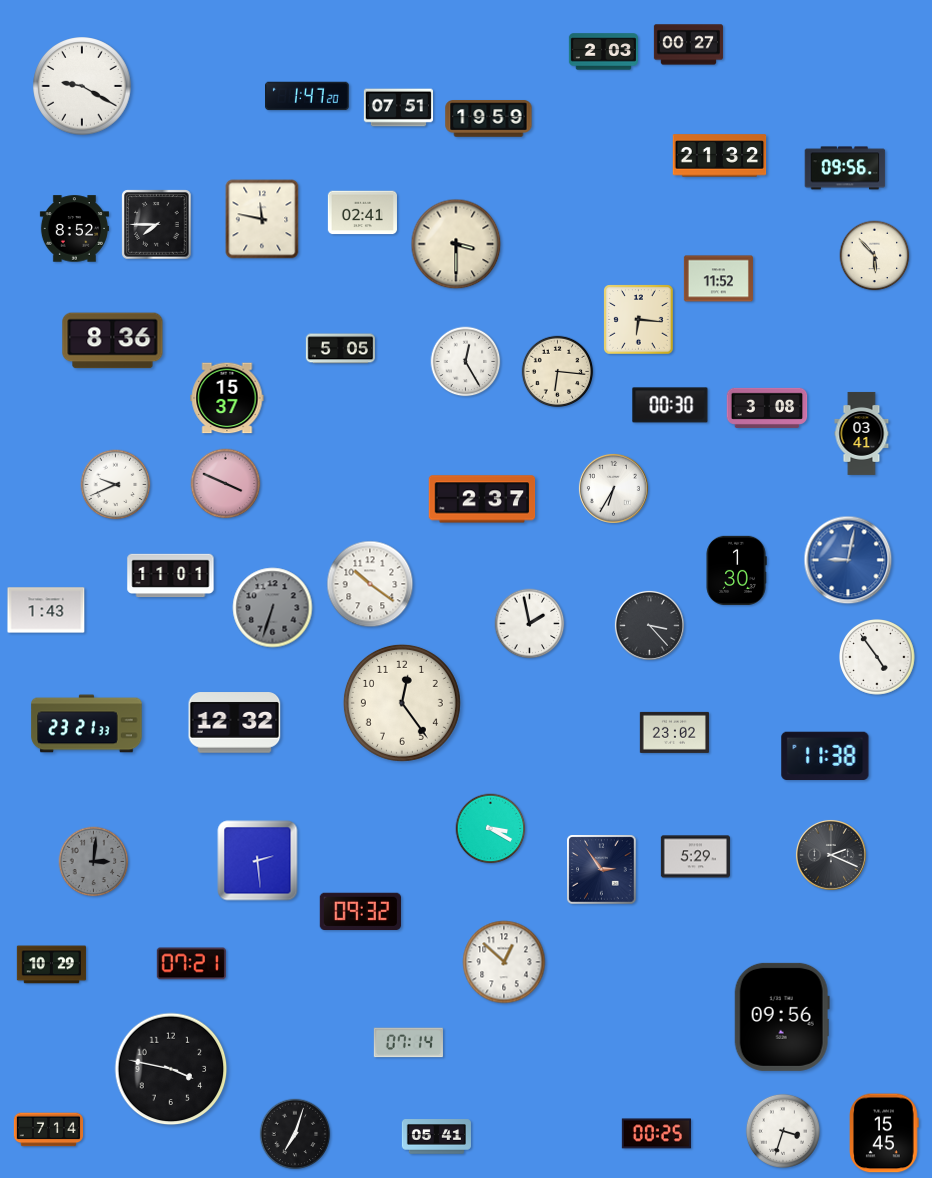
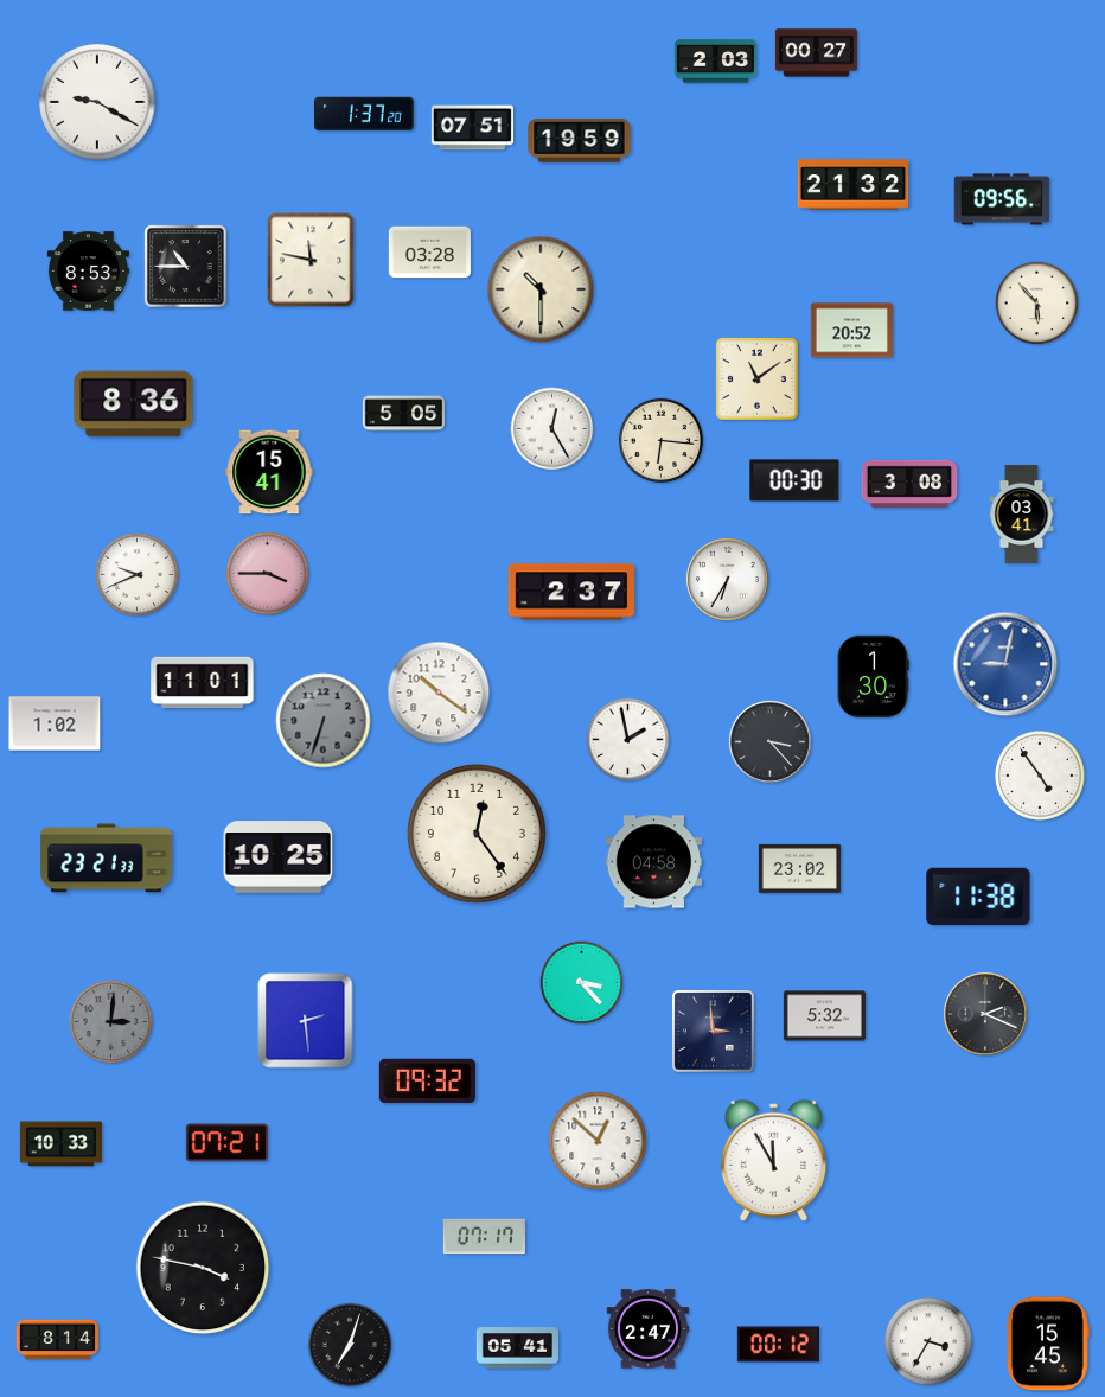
clock at (308, 96): 1:47 -> 1:37
clock at (362, 213): 02:41 -> 03:28
clock at (157, 225): 7:45 -> 10:45
clock at (74, 229): 8:52 -> 8:53
clock at (456, 244): 3:30 -> 10:30
clock at (718, 279): 11:52 -> 20:52
clock at (639, 320): 6:16 -> 11:09
clock at (227, 398): 15:37 -> 15:41
clock at (226, 484): 3:49 -> 3:45
clock at (46, 610): 1:43 -> 1:02
clock at (878, 658) position: (878, 658) -> (1041, 777)
clock at (235, 723): 12:32 -> 10:25
clock at (87, 724) position: (87, 724) -> (107, 859)
clock at (653, 862): none -> 04:58
clock at (491, 829): 3:20 -> 3:23
clock at (695, 857): 5:29 -> 5:32
clock at (602, 870): 2:54 -> 2:59
clock at (51, 965): 10:29 -> 10:33
clock at (774, 1161): none -> 11:55
clock at (782, 1017): 09:56 -> none
clock at (408, 1043): 07:14 -> 07:17
clock at (647, 1329): none -> 2:47
clock at (48, 1130): 7:14 -> 8:14
clock at (783, 1131): 3:33 -> 3:35
clock at (656, 1134): 00:25 -> 00:12
